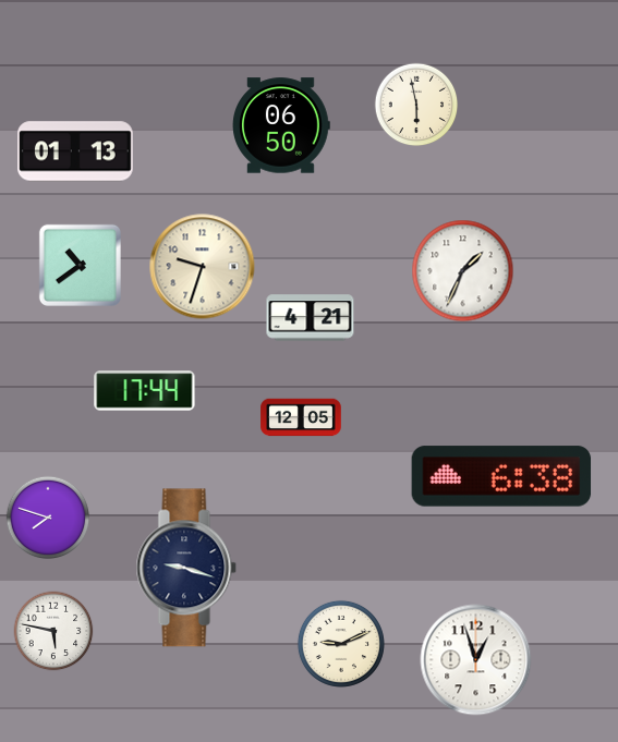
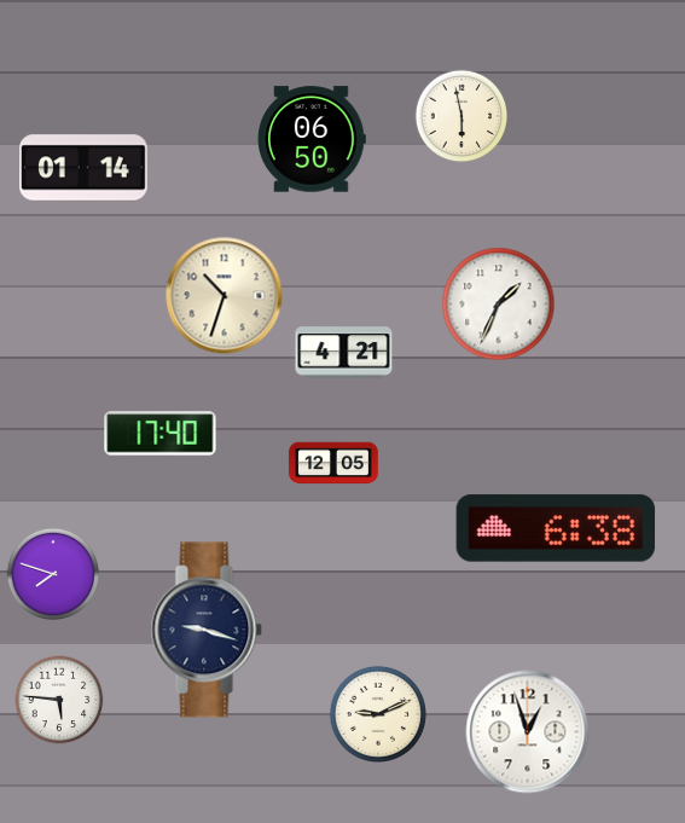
clock at (76, 151): 01:13 -> 01:14
clock at (80, 265): 10:39 -> none
clock at (203, 267): 9:33 -> 10:33
clock at (463, 271) position: (463, 271) -> (499, 305)
clock at (145, 391): 17:44 -> 17:40
clock at (53, 631): 5:47 -> 5:46
